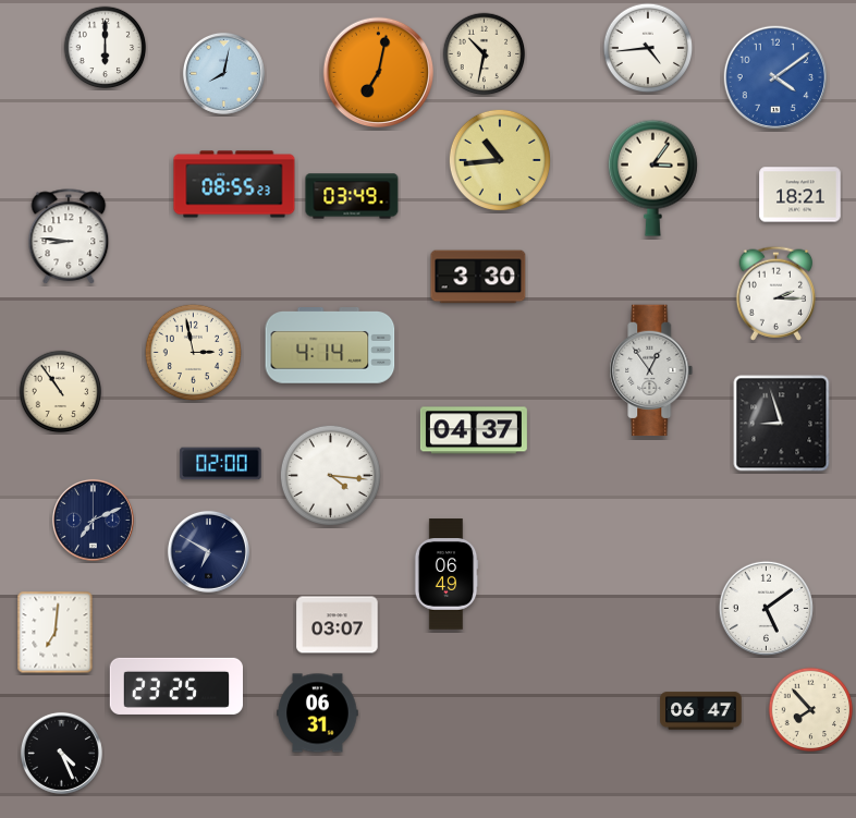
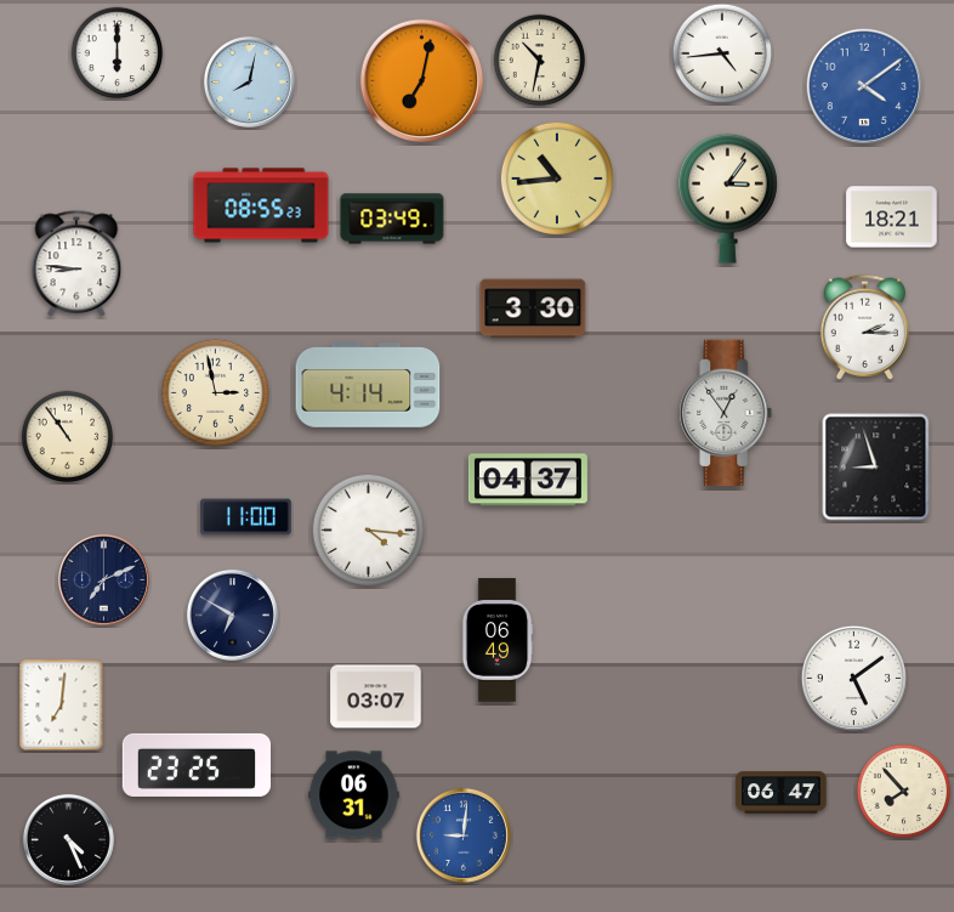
clock at (782, 424) position: (782, 424) -> (876, 468)
clock at (221, 464): 02:00 -> 11:00
clock at (464, 835): none -> 9:01
